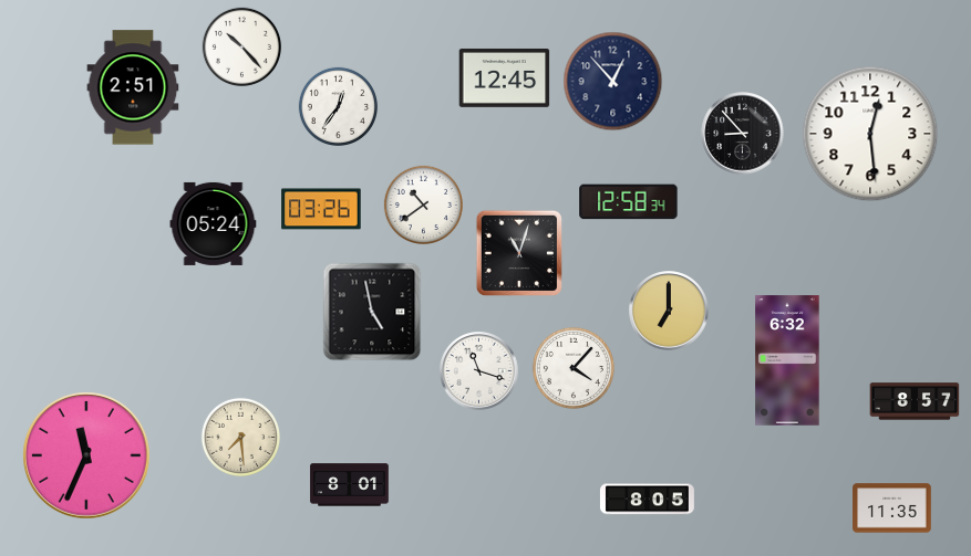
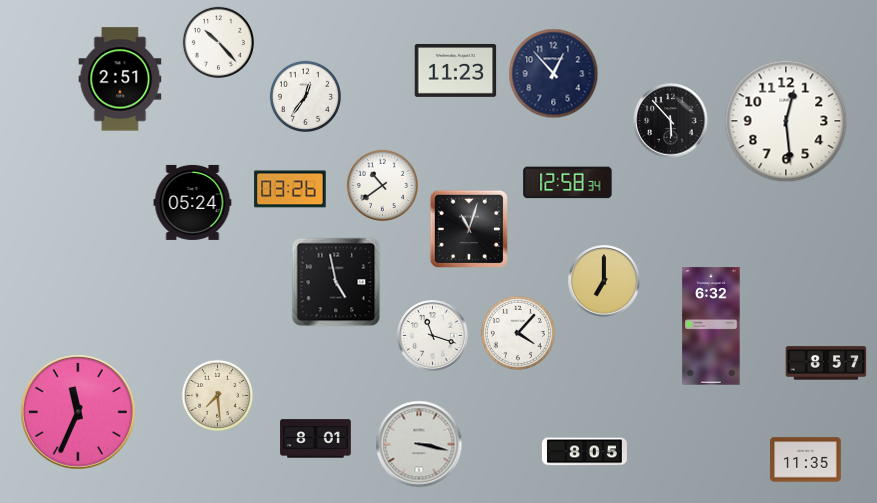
clock at (505, 77): 12:45 -> 11:23
clock at (743, 134): 8:53 -> 5:53
clock at (419, 444): none -> 3:17
